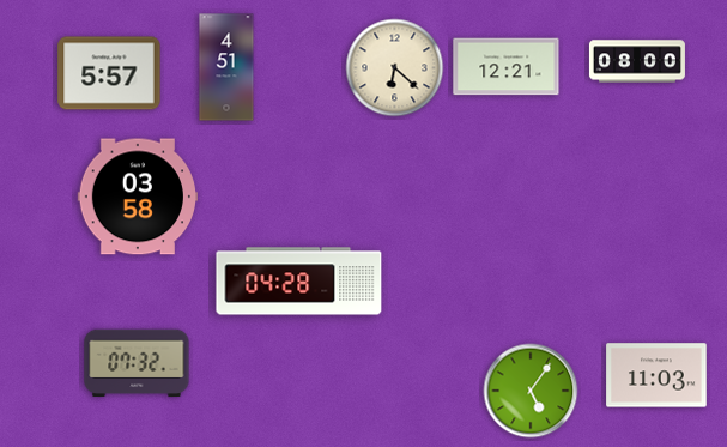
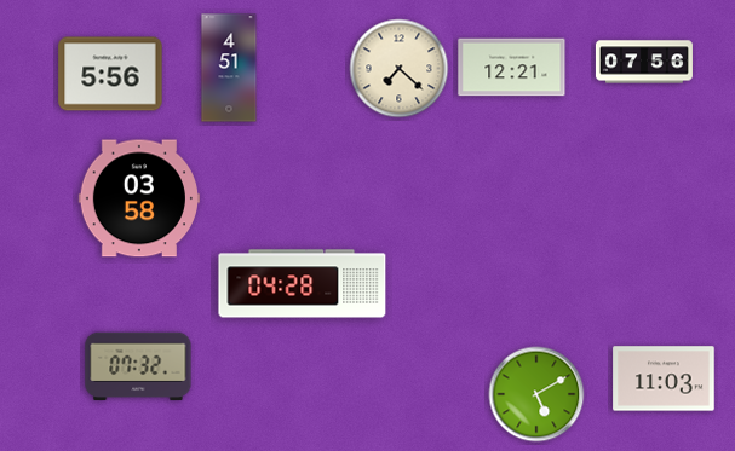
clock at (637, 61): 08:00 -> 07:56
clock at (395, 68): 6:22 -> 7:22
clock at (109, 73): 5:57 -> 5:56
clock at (531, 391): 5:06 -> 5:10
